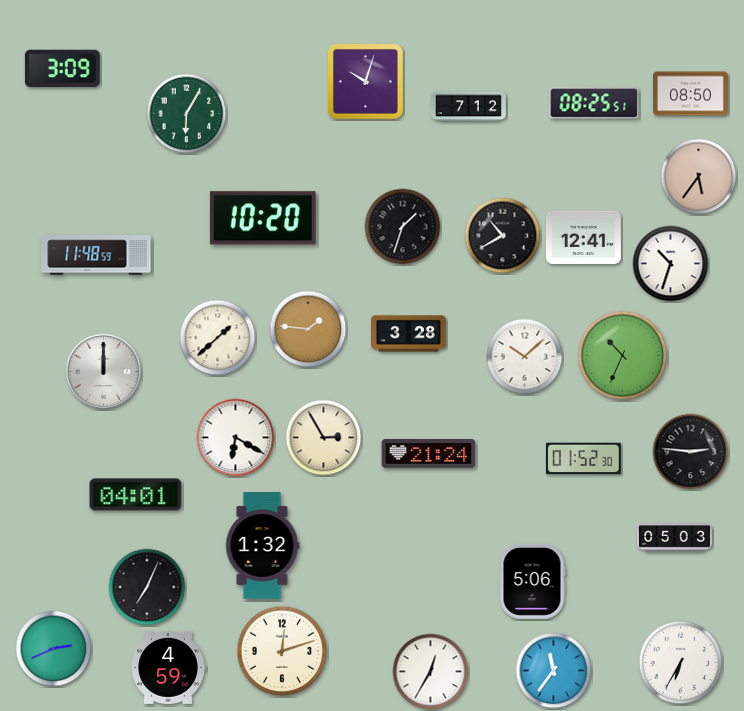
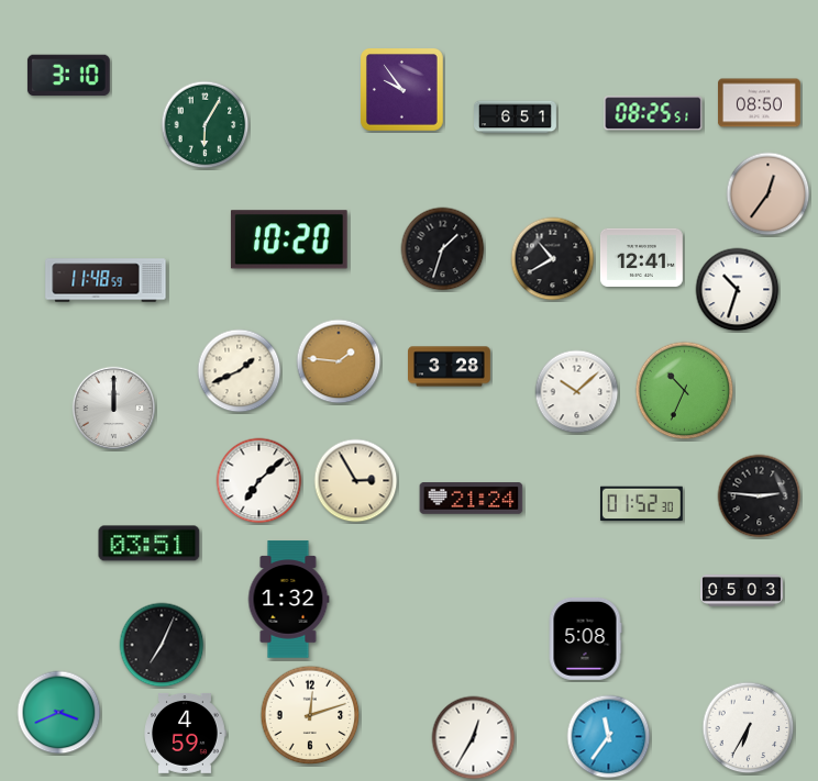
clock at (62, 69): 3:09 -> 3:10
clock at (366, 82): 10:03 -> 9:54
clock at (469, 107): 7:12 -> 6:51
clock at (699, 177): 5:36 -> 12:36
clock at (583, 237) position: (583, 237) -> (641, 257)
clock at (218, 338): 1:38 -> 1:41
clock at (236, 438): 6:20 -> 7:08
clock at (136, 495): 04:01 -> 03:51
clock at (532, 581): 5:06 -> 5:08
clock at (54, 649): 2:41 -> 3:41
